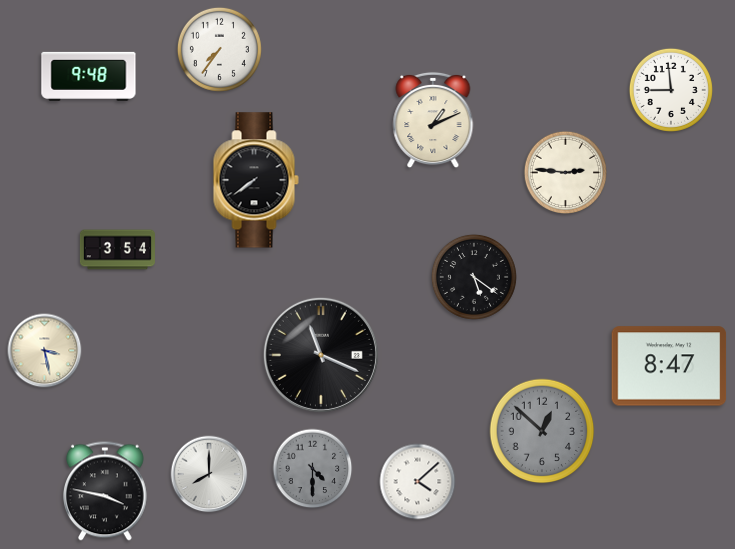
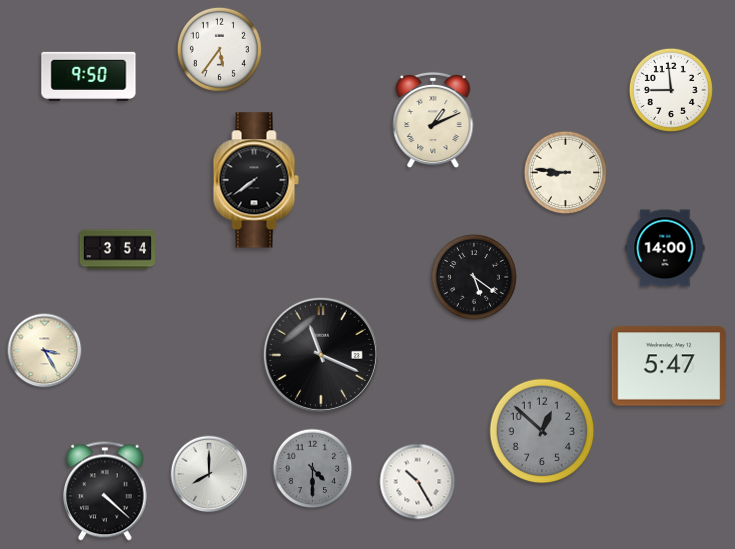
clock at (219, 49): 7:36 -> 5:36
clock at (89, 76): 9:48 -> 9:50
clock at (565, 172): 2:46 -> 8:46
clock at (665, 248): none -> 14:00
clock at (45, 351): 3:28 -> 3:25
clock at (669, 366): 8:47 -> 5:47
clock at (418, 482): 4:08 -> 10:25
clock at (106, 491): 3:47 -> 4:22
